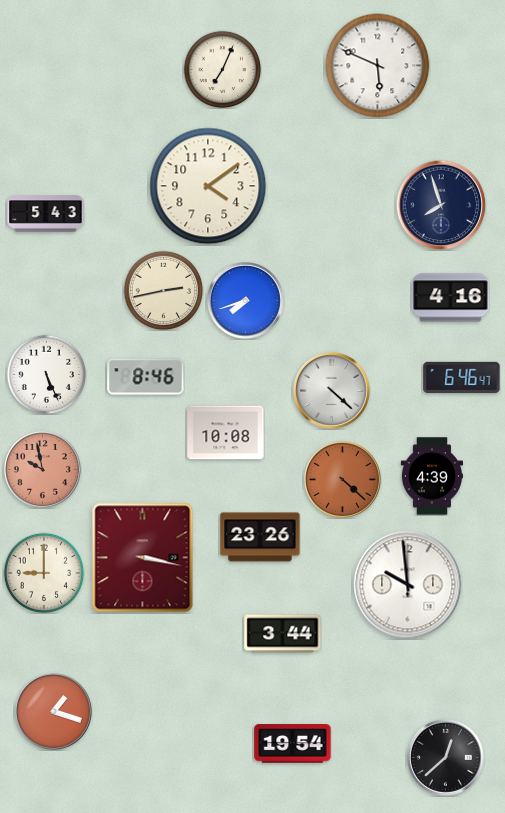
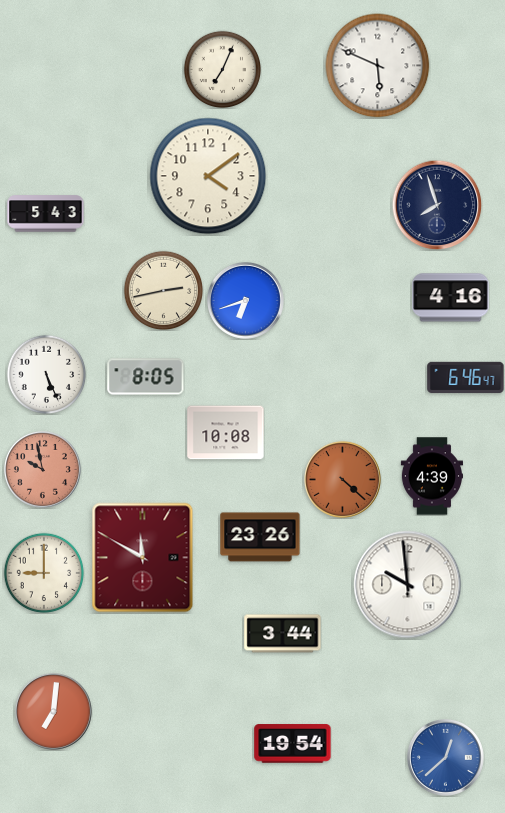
clock at (208, 186) position: (208, 186) -> (208, 176)
clock at (441, 205) position: (441, 205) -> (437, 205)
clock at (245, 300): 7:42 -> 6:42
clock at (146, 377): 8:46 -> 8:05
clock at (462, 378) position: (462, 378) -> (466, 378)
clock at (331, 390): 4:22 -> none
clock at (143, 558): 3:17 -> 11:50
clock at (53, 711): 1:18 -> 7:01
clock at (445, 757) dial: black -> blue
